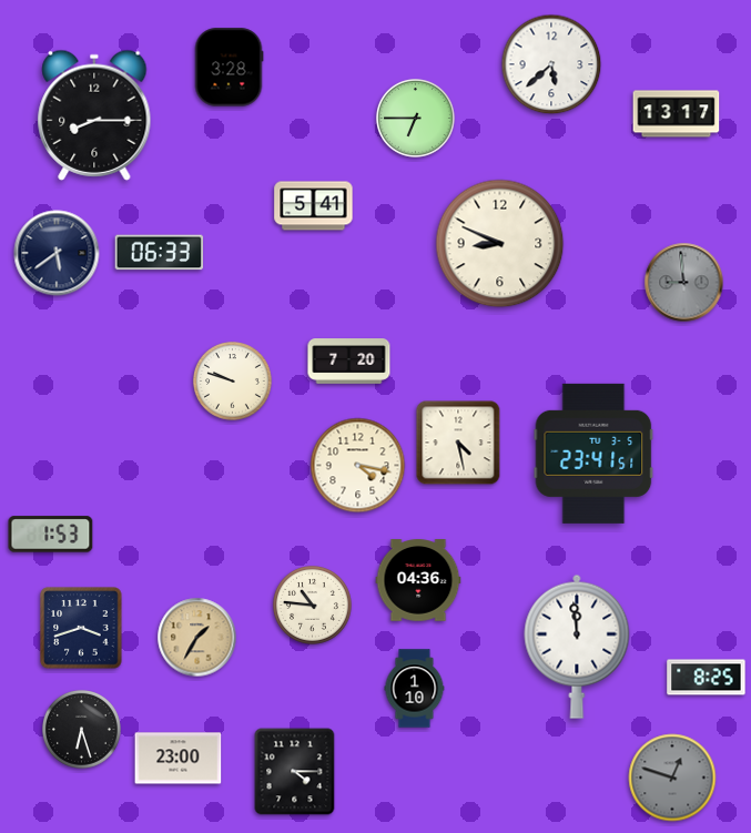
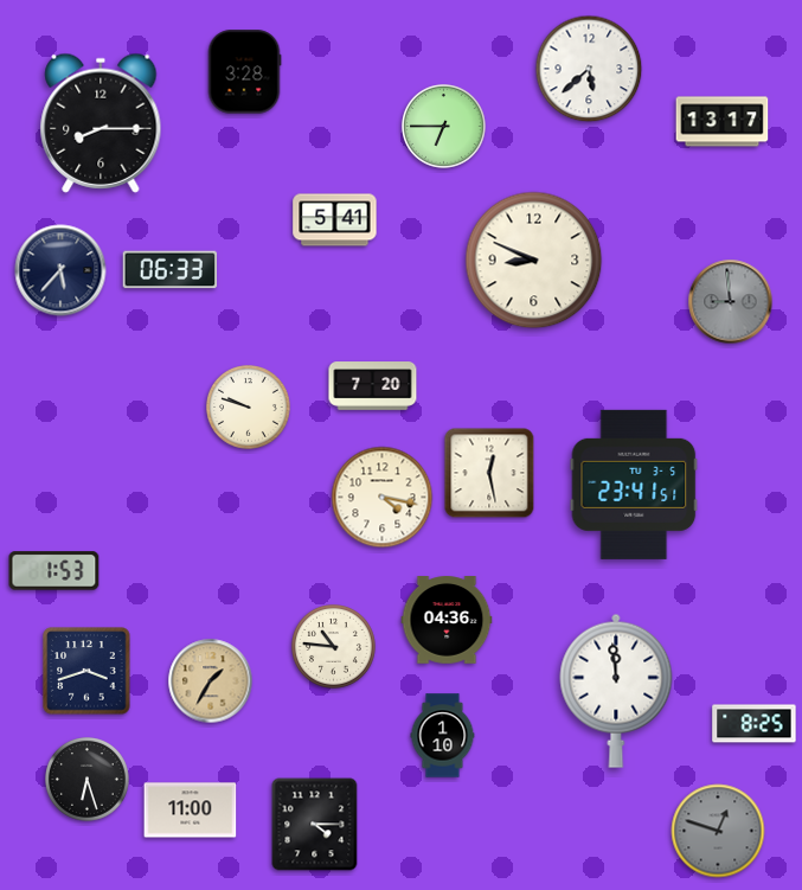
clock at (57, 253): 5:39 -> 5:37
clock at (458, 443): 4:28 -> 12:28
clock at (179, 759): 23:00 -> 11:00
